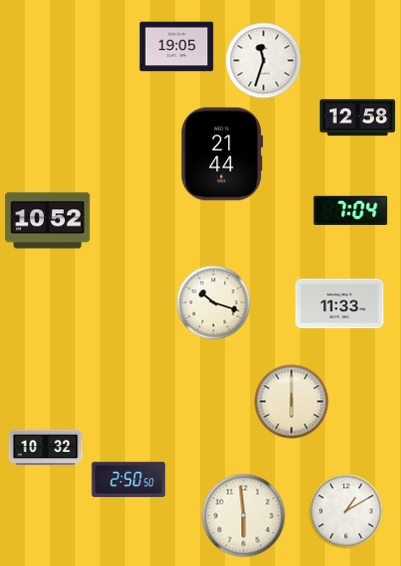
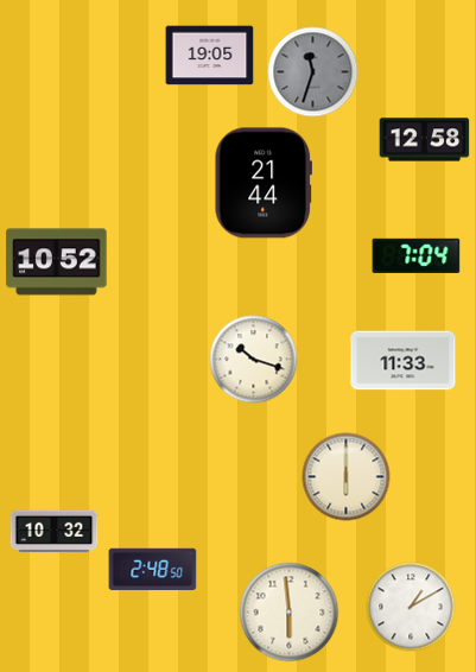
clock at (264, 61) dial: white -> grey
clock at (351, 210) position: (351, 210) -> (417, 255)
clock at (129, 480): 2:50 -> 2:48
